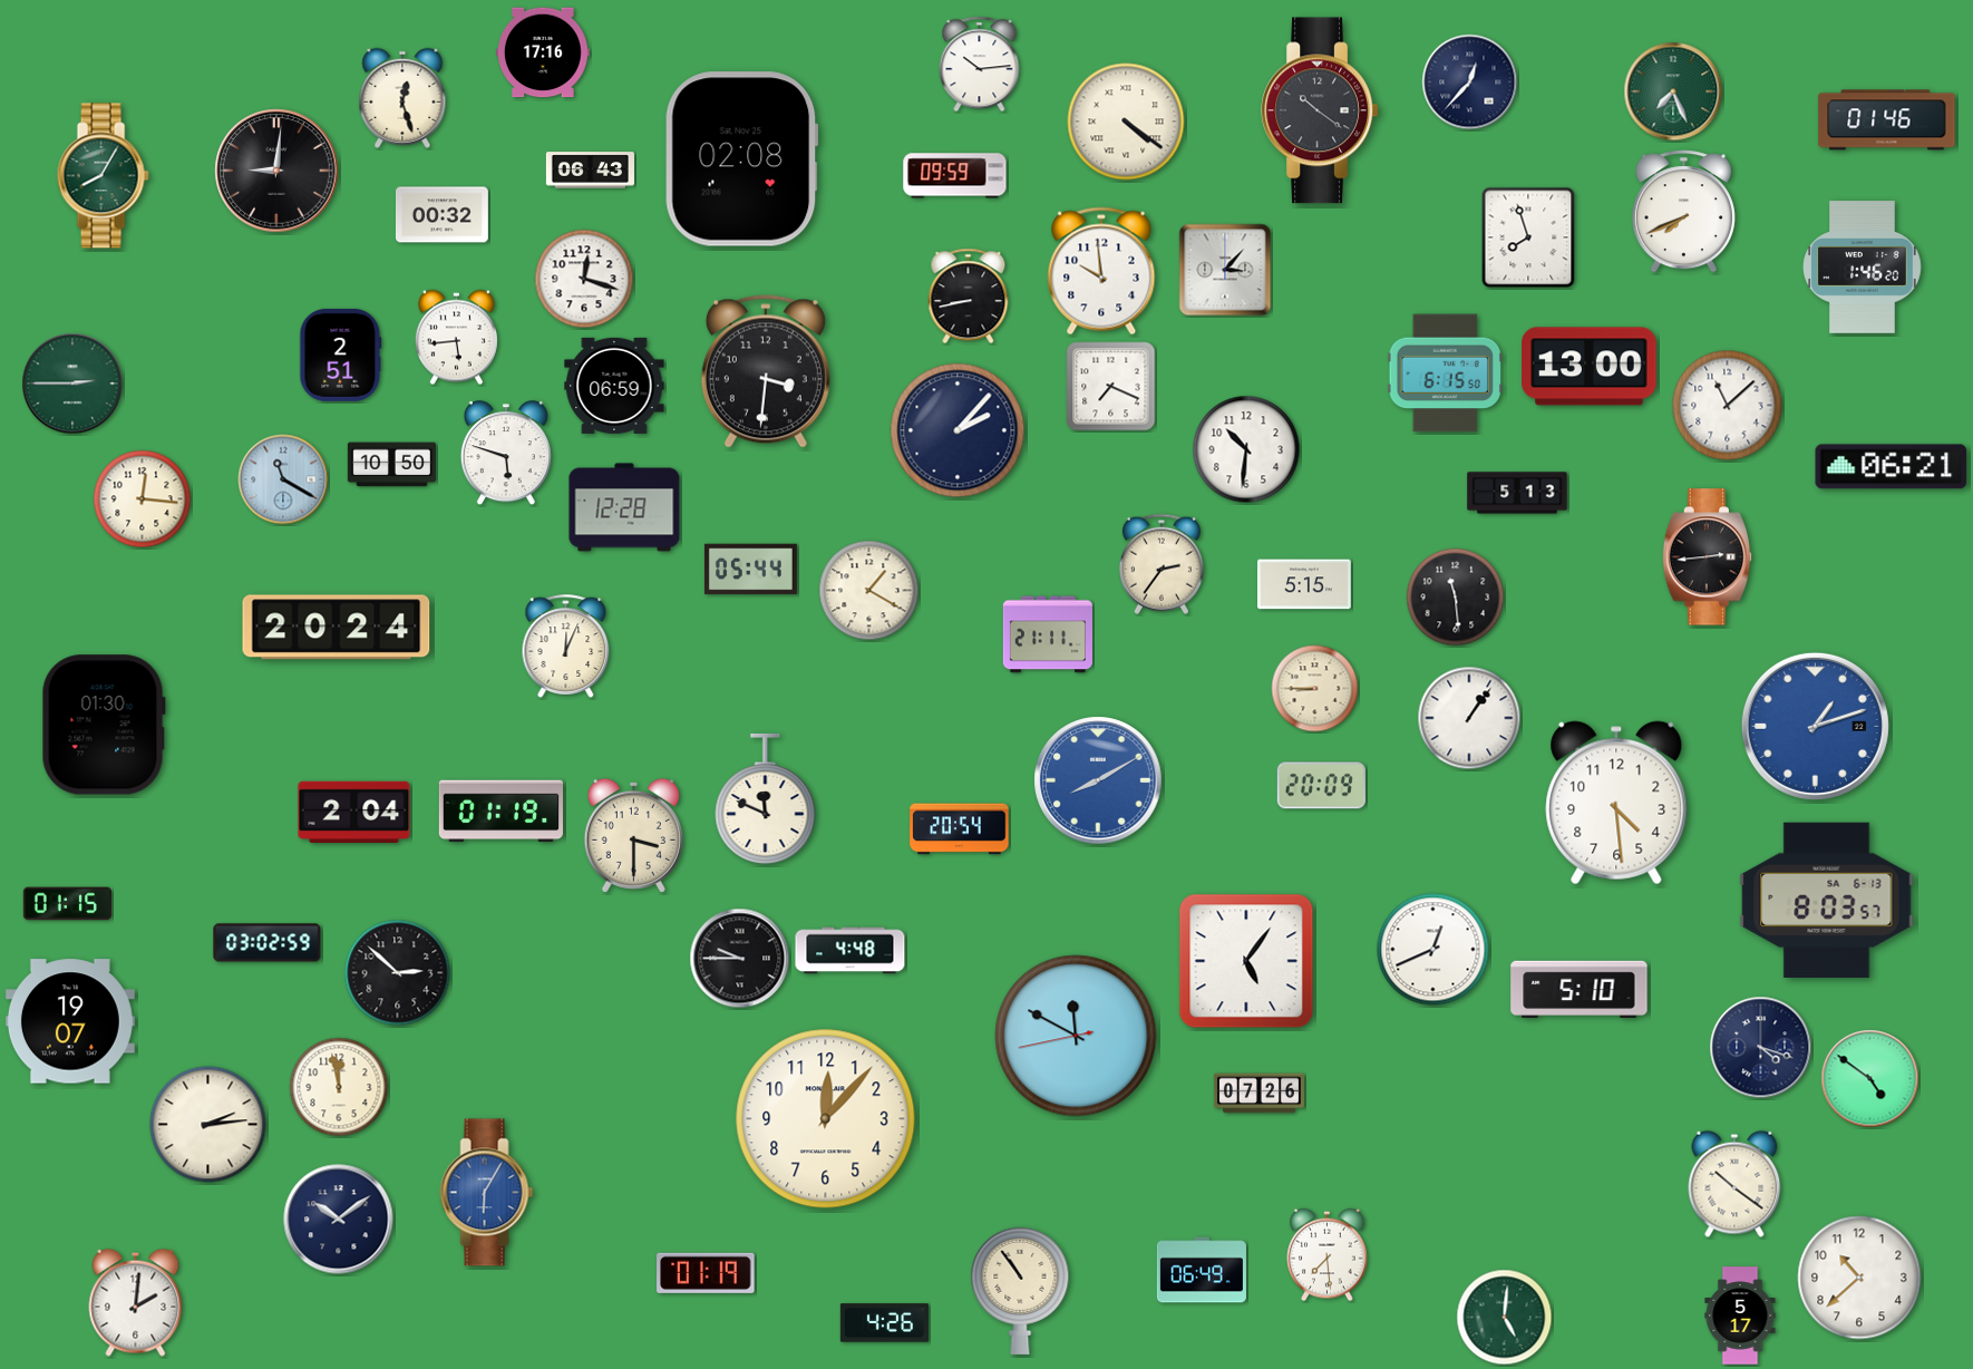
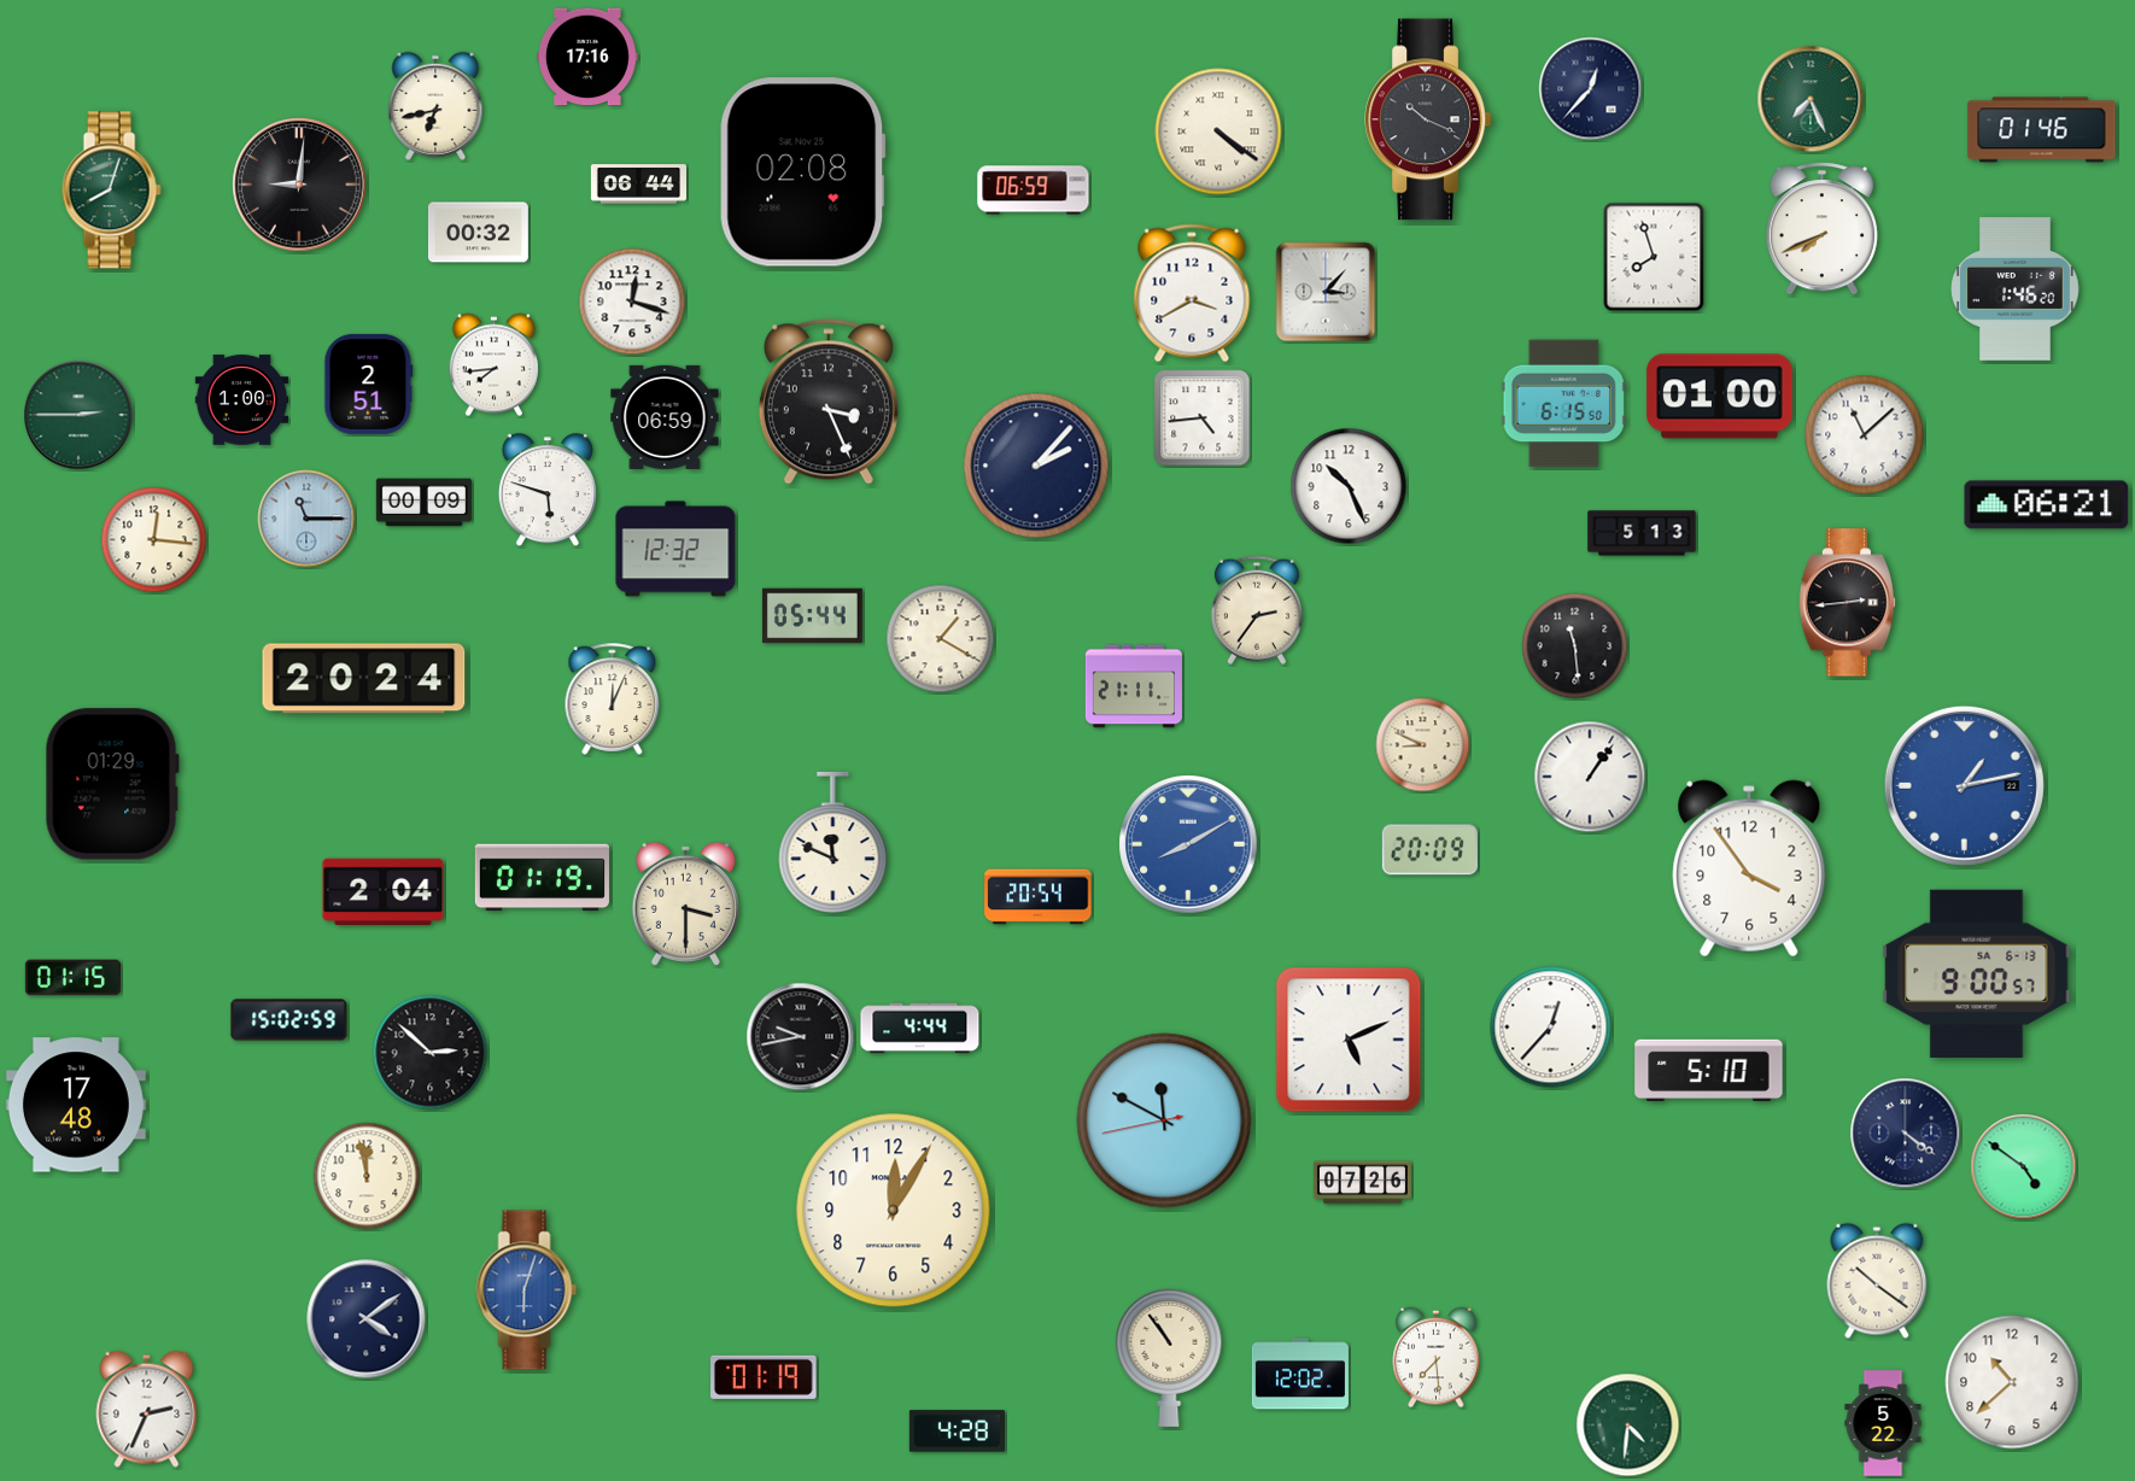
clock at (980, 65): 10:14 -> none
clock at (402, 98): 12:27 -> 6:43
clock at (1320, 110): 10:21 -> 10:19
clock at (590, 171): 06:43 -> 06:44
clock at (103, 176): 8:05 -> 8:03
clock at (955, 176): 09:59 -> 06:59
clock at (1101, 271): 9:59 -> 3:40
clock at (969, 297): 8:43 -> none
clock at (456, 338): 5:44 -> 7:44
clock at (1590, 367): 13:00 -> 01:00
clock at (242, 400): none -> 1:00
clock at (766, 371): 3:31 -> 3:26
clock at (1111, 387): 7:19 -> 4:44
clock at (1728, 406) position: (1728, 406) -> (1865, 435)
clock at (1246, 449): 10:31 -> 10:26
clock at (391, 465): 10:50 -> 00:09
clock at (283, 479): 11:20 -> 11:15
clock at (624, 507): 12:28 -> 12:32
clock at (1305, 584): 5:15 -> none
clock at (1315, 689): 8:45 -> 8:49
clock at (104, 725): 01:30 -> 01:29
clock at (1815, 726): 1:12 -> 1:13
clock at (766, 799) position: (766, 799) -> (833, 843)
clock at (1616, 803): 4:29 -> 3:54
clock at (354, 813) position: (354, 813) -> (384, 892)
clock at (1827, 900): 8:03 -> 9:00
clock at (268, 943): 03:02 -> 15:02
clock at (1433, 950): 12:41 -> 12:37
clock at (851, 951): 4:48 -> 4:44
clock at (740, 959): 9:45 -> 9:43
clock at (1246, 961): 5:06 -> 5:11
clock at (70, 1021): 19:07 -> 17:48
clock at (1761, 1048): 4:18 -> 4:21
clock at (826, 1119): 12:07 -> 12:05
clock at (208, 1125): 2:14 -> none
clock at (487, 1193): 6:05 -> 6:03
clock at (339, 1220): 10:09 -> 4:09
clock at (1202, 1270): 06:49 -> 12:02
clock at (1020, 1291) position: (1020, 1291) -> (1169, 1358)
clock at (136, 1302): 2:01 -> 2:34
clock at (1740, 1315): 5:17 -> 5:22
clock at (1505, 1318): 5:01 -> 4:31
clock at (884, 1323): 4:26 -> 4:28
